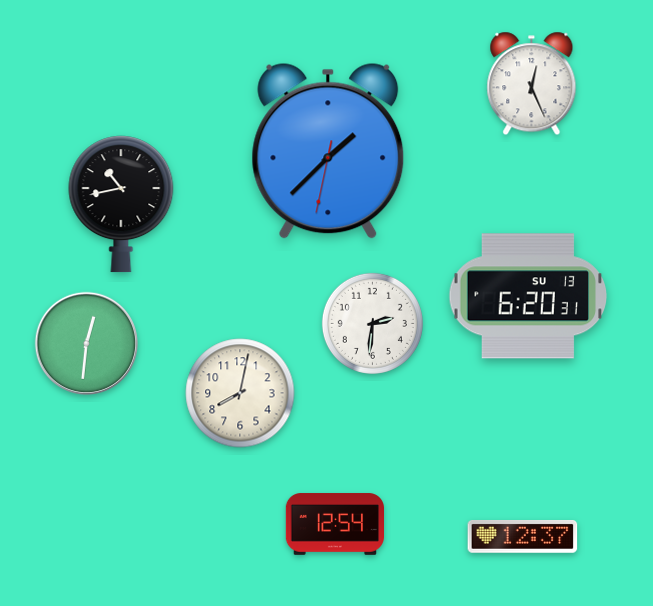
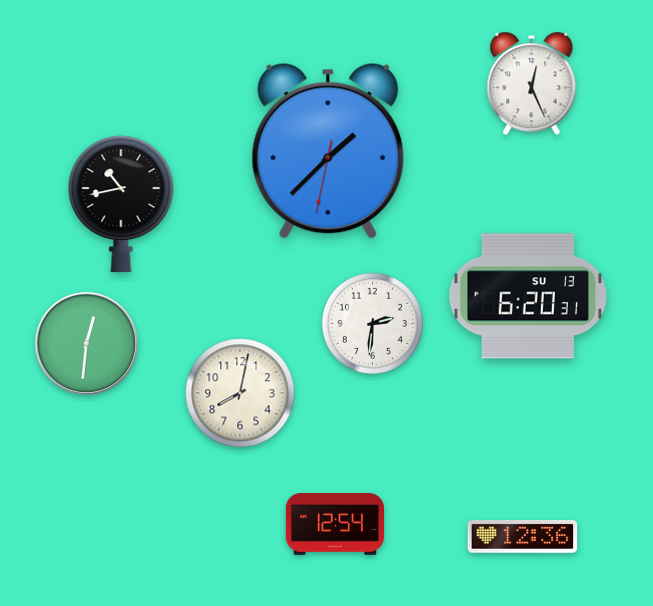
clock at (523, 537): 12:37 -> 12:36
